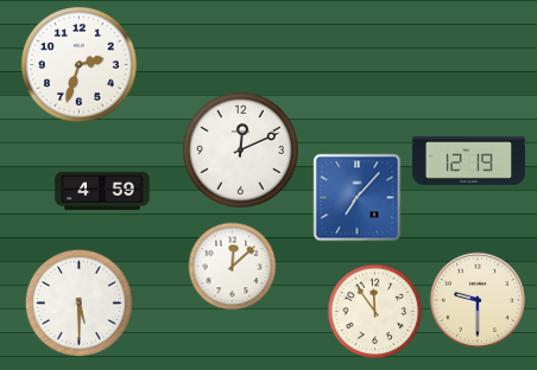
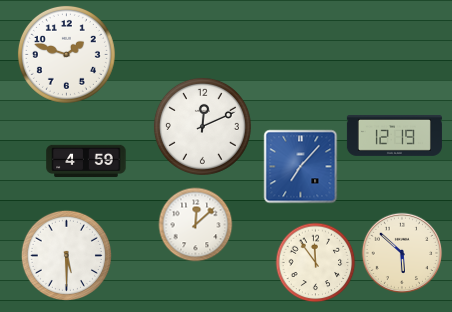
clock at (78, 64): 2:33 -> 1:48
clock at (478, 300): 9:30 -> 5:52
